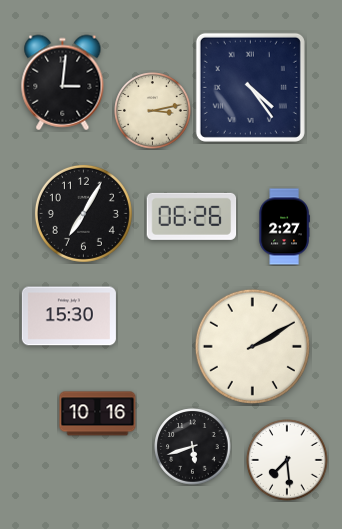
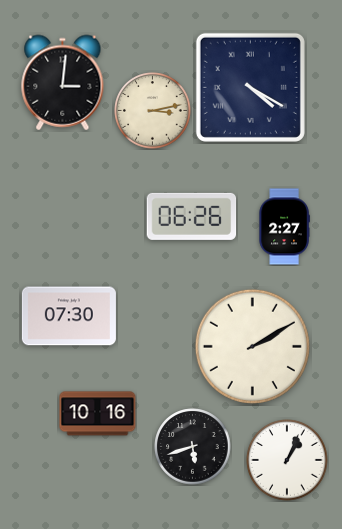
clock at (250, 87): 4:24 -> 4:20
clock at (83, 213): 7:05 -> none
clock at (69, 316): 15:30 -> 07:30
clock at (287, 460): 7:29 -> 1:04
